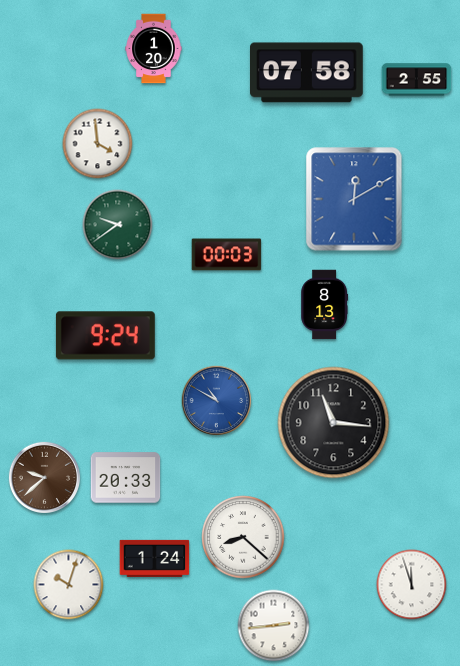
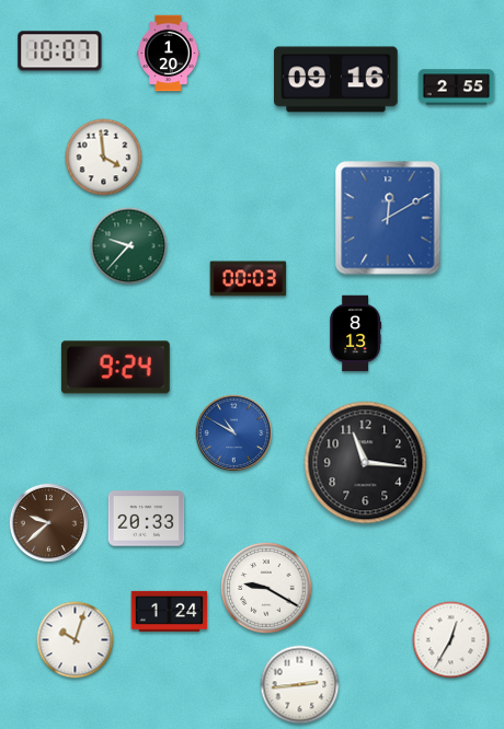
clock at (60, 51): none -> 10:07
clock at (307, 73): 07:58 -> 09:16
clock at (98, 144) position: (98, 144) -> (104, 158)
clock at (118, 225): 9:39 -> 9:37
clock at (217, 401) position: (217, 401) -> (234, 433)
clock at (126, 478) position: (126, 478) -> (147, 519)
clock at (243, 537): 8:22 -> 9:20
clock at (412, 585): 11:57 -> 12:35
